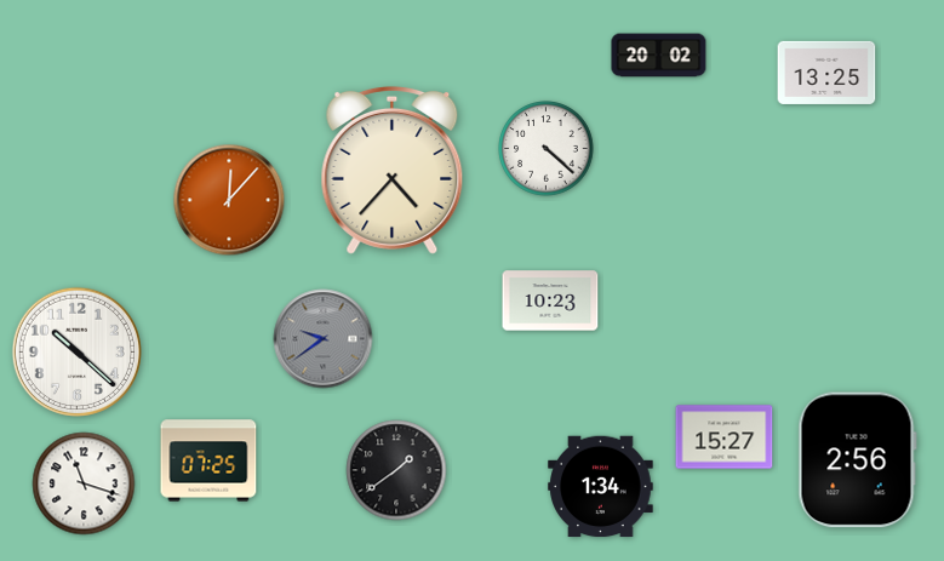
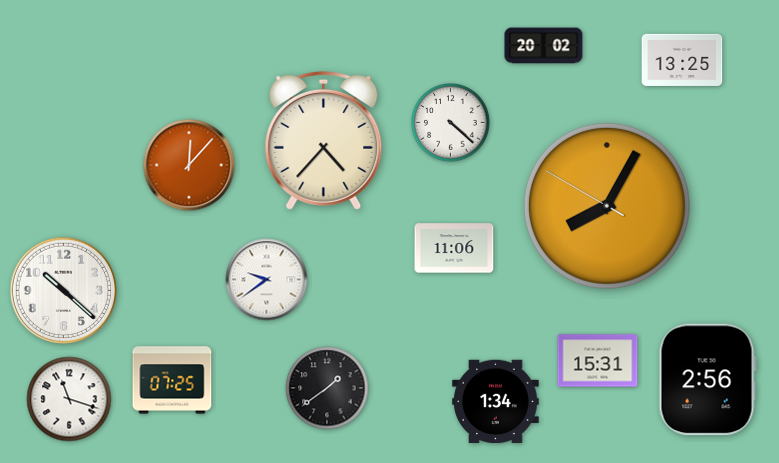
clock at (607, 206): none -> 8:04
clock at (550, 300): 10:23 -> 11:06
clock at (324, 339) dial: grey -> white
clock at (725, 437): 15:27 -> 15:31
